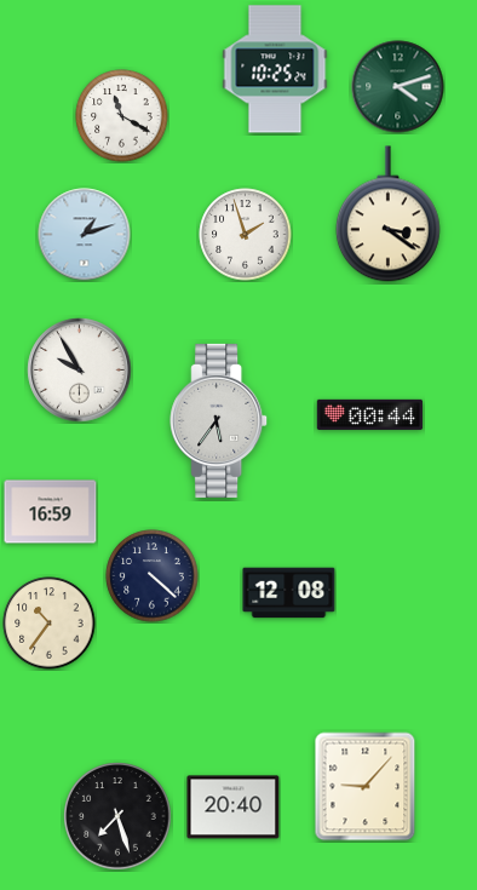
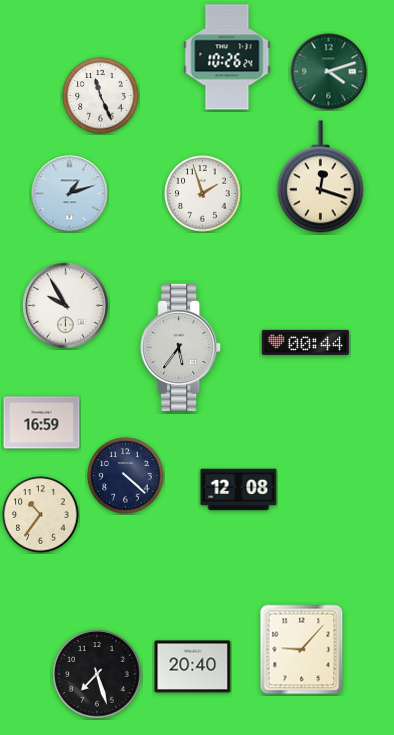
clock at (275, 69): 10:25 -> 10:26
clock at (122, 116): 11:20 -> 11:26
clock at (387, 214): 3:21 -> 12:18
